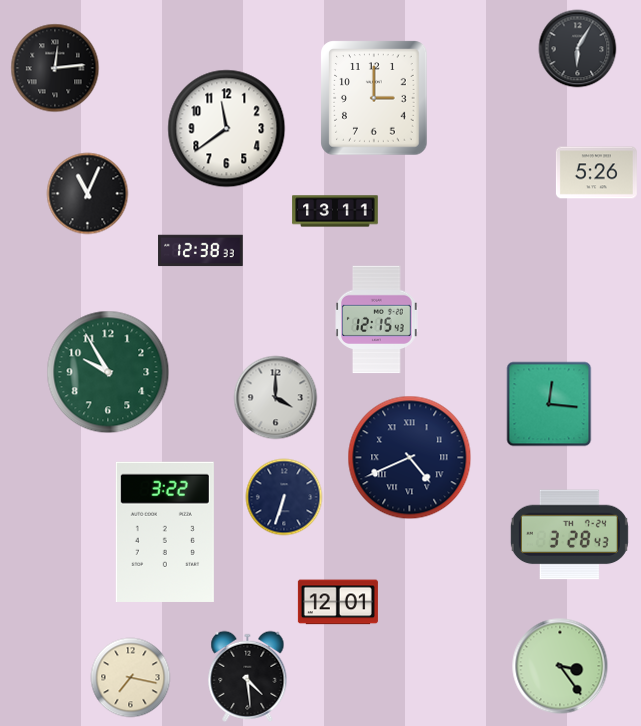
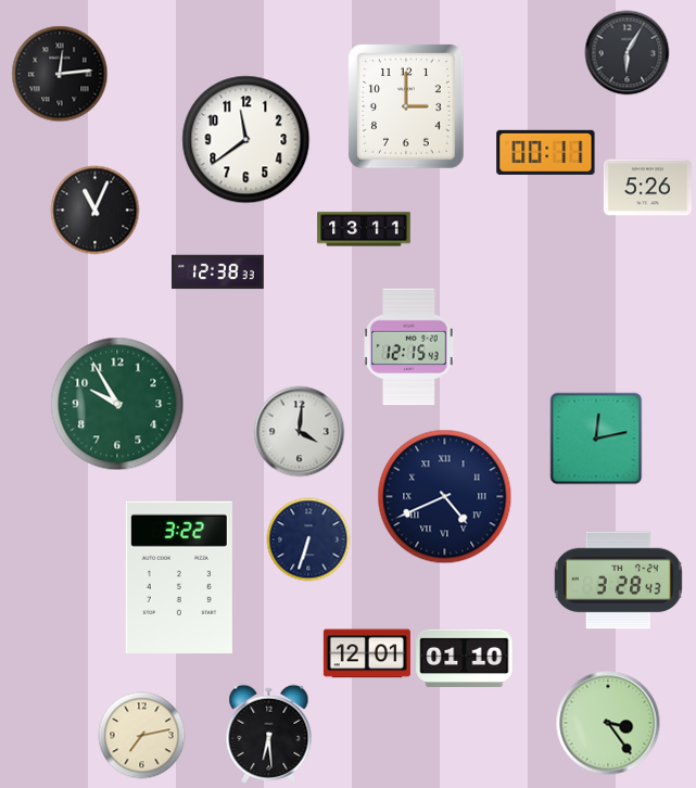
clock at (546, 152): none -> 00:11
clock at (276, 398): 4:00 -> 4:01
clock at (549, 404): 12:16 -> 12:13
clock at (465, 658): none -> 01:10
clock at (248, 676): 4:29 -> 6:29
clock at (131, 678): 7:17 -> 7:13
